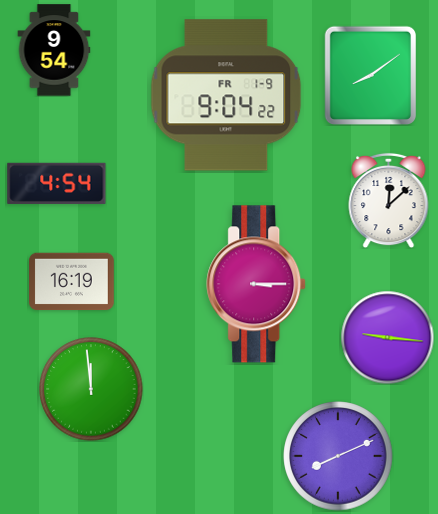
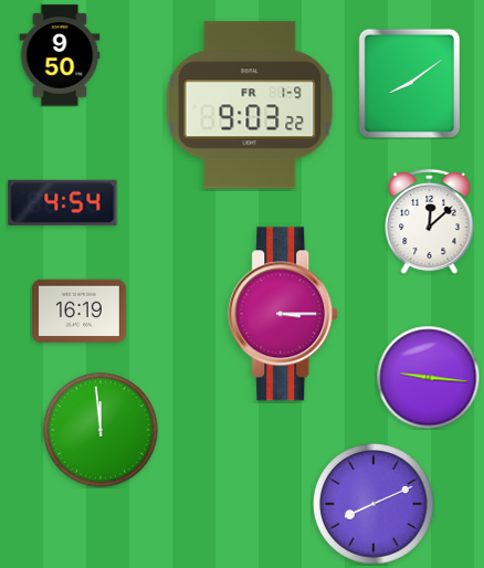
clock at (54, 50): 9:54 -> 9:50
clock at (226, 95): 9:04 -> 9:03
clock at (387, 337) position: (387, 337) -> (428, 377)
